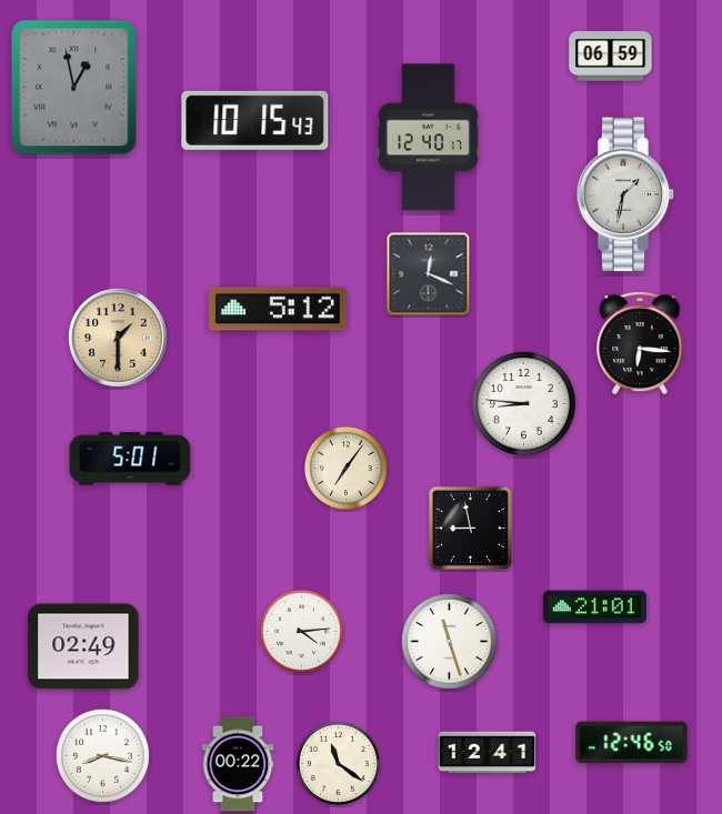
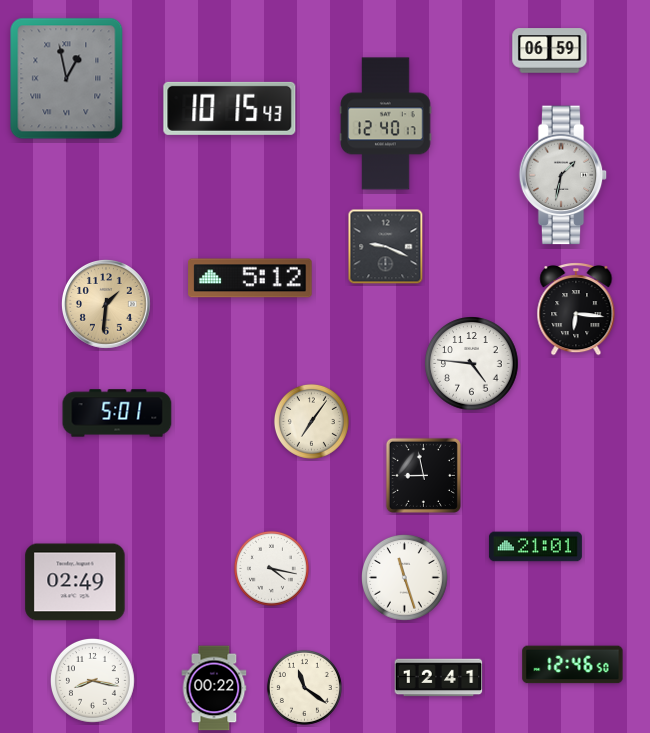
clock at (429, 274): 12:19 -> 9:19
clock at (119, 339): 1:30 -> 1:31
clock at (524, 404): 8:46 -> 4:46
clock at (301, 631): 4:14 -> 4:17
clock at (632, 743) position: (632, 743) -> (573, 665)
